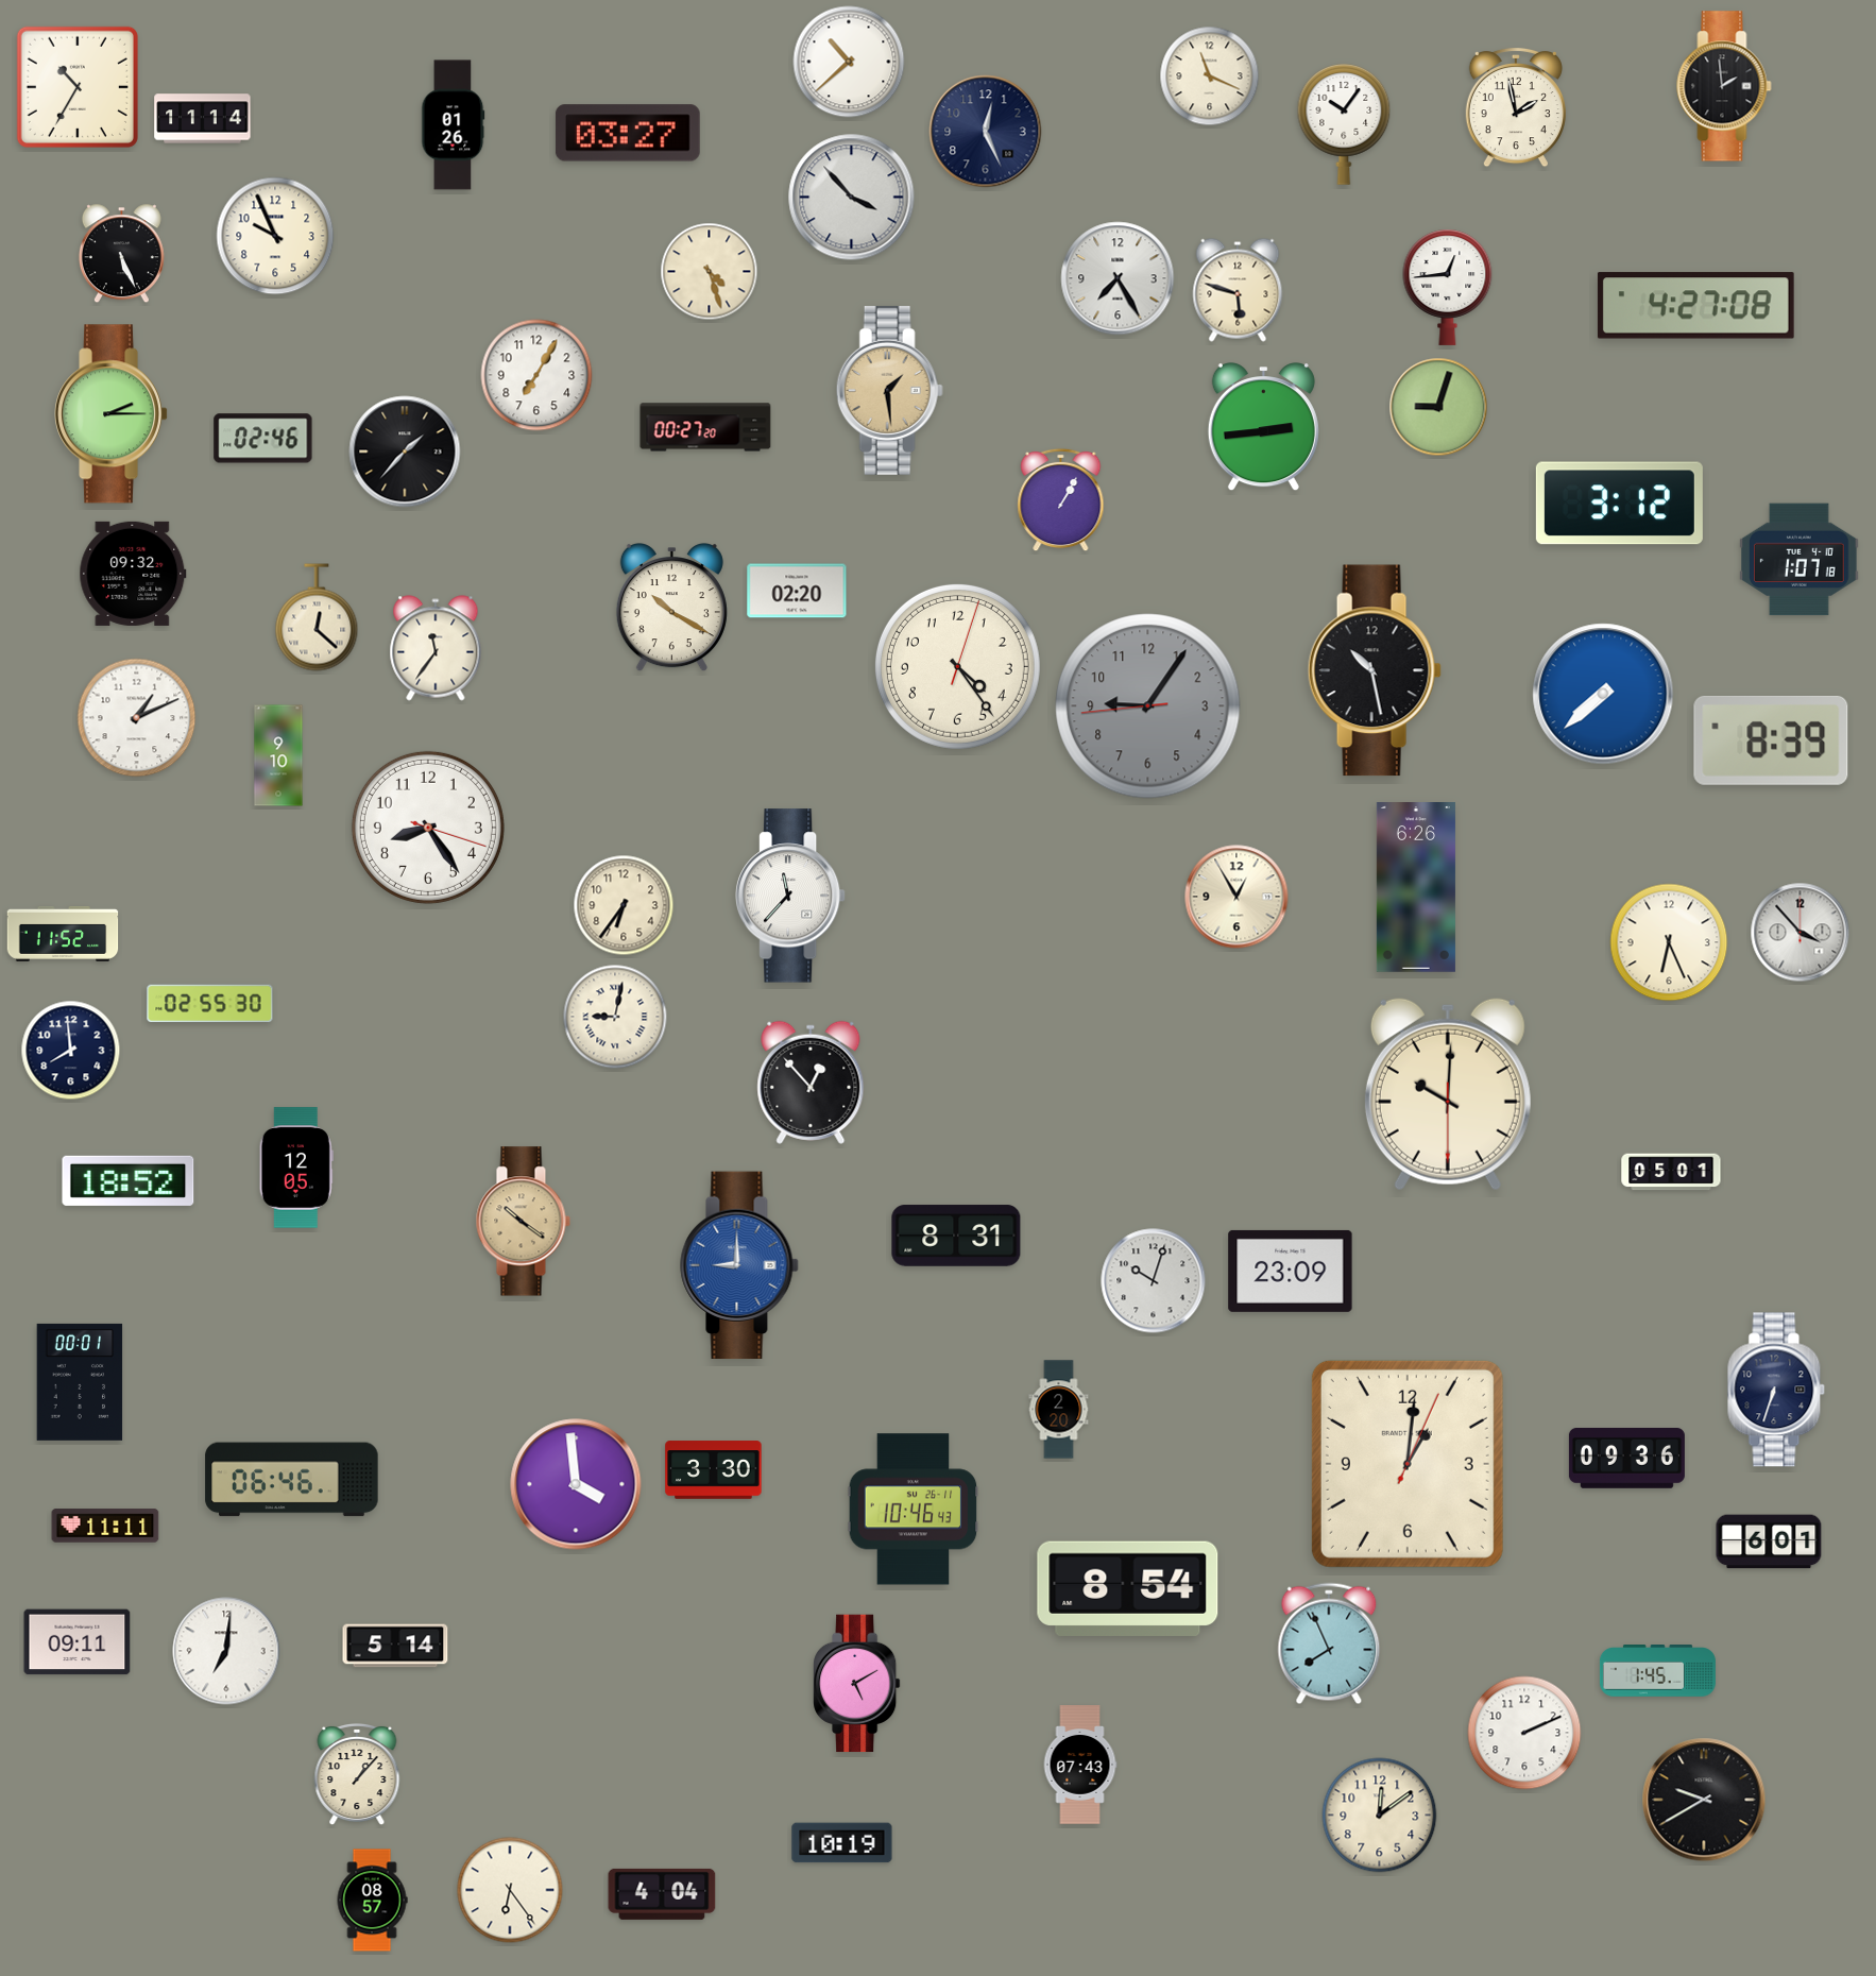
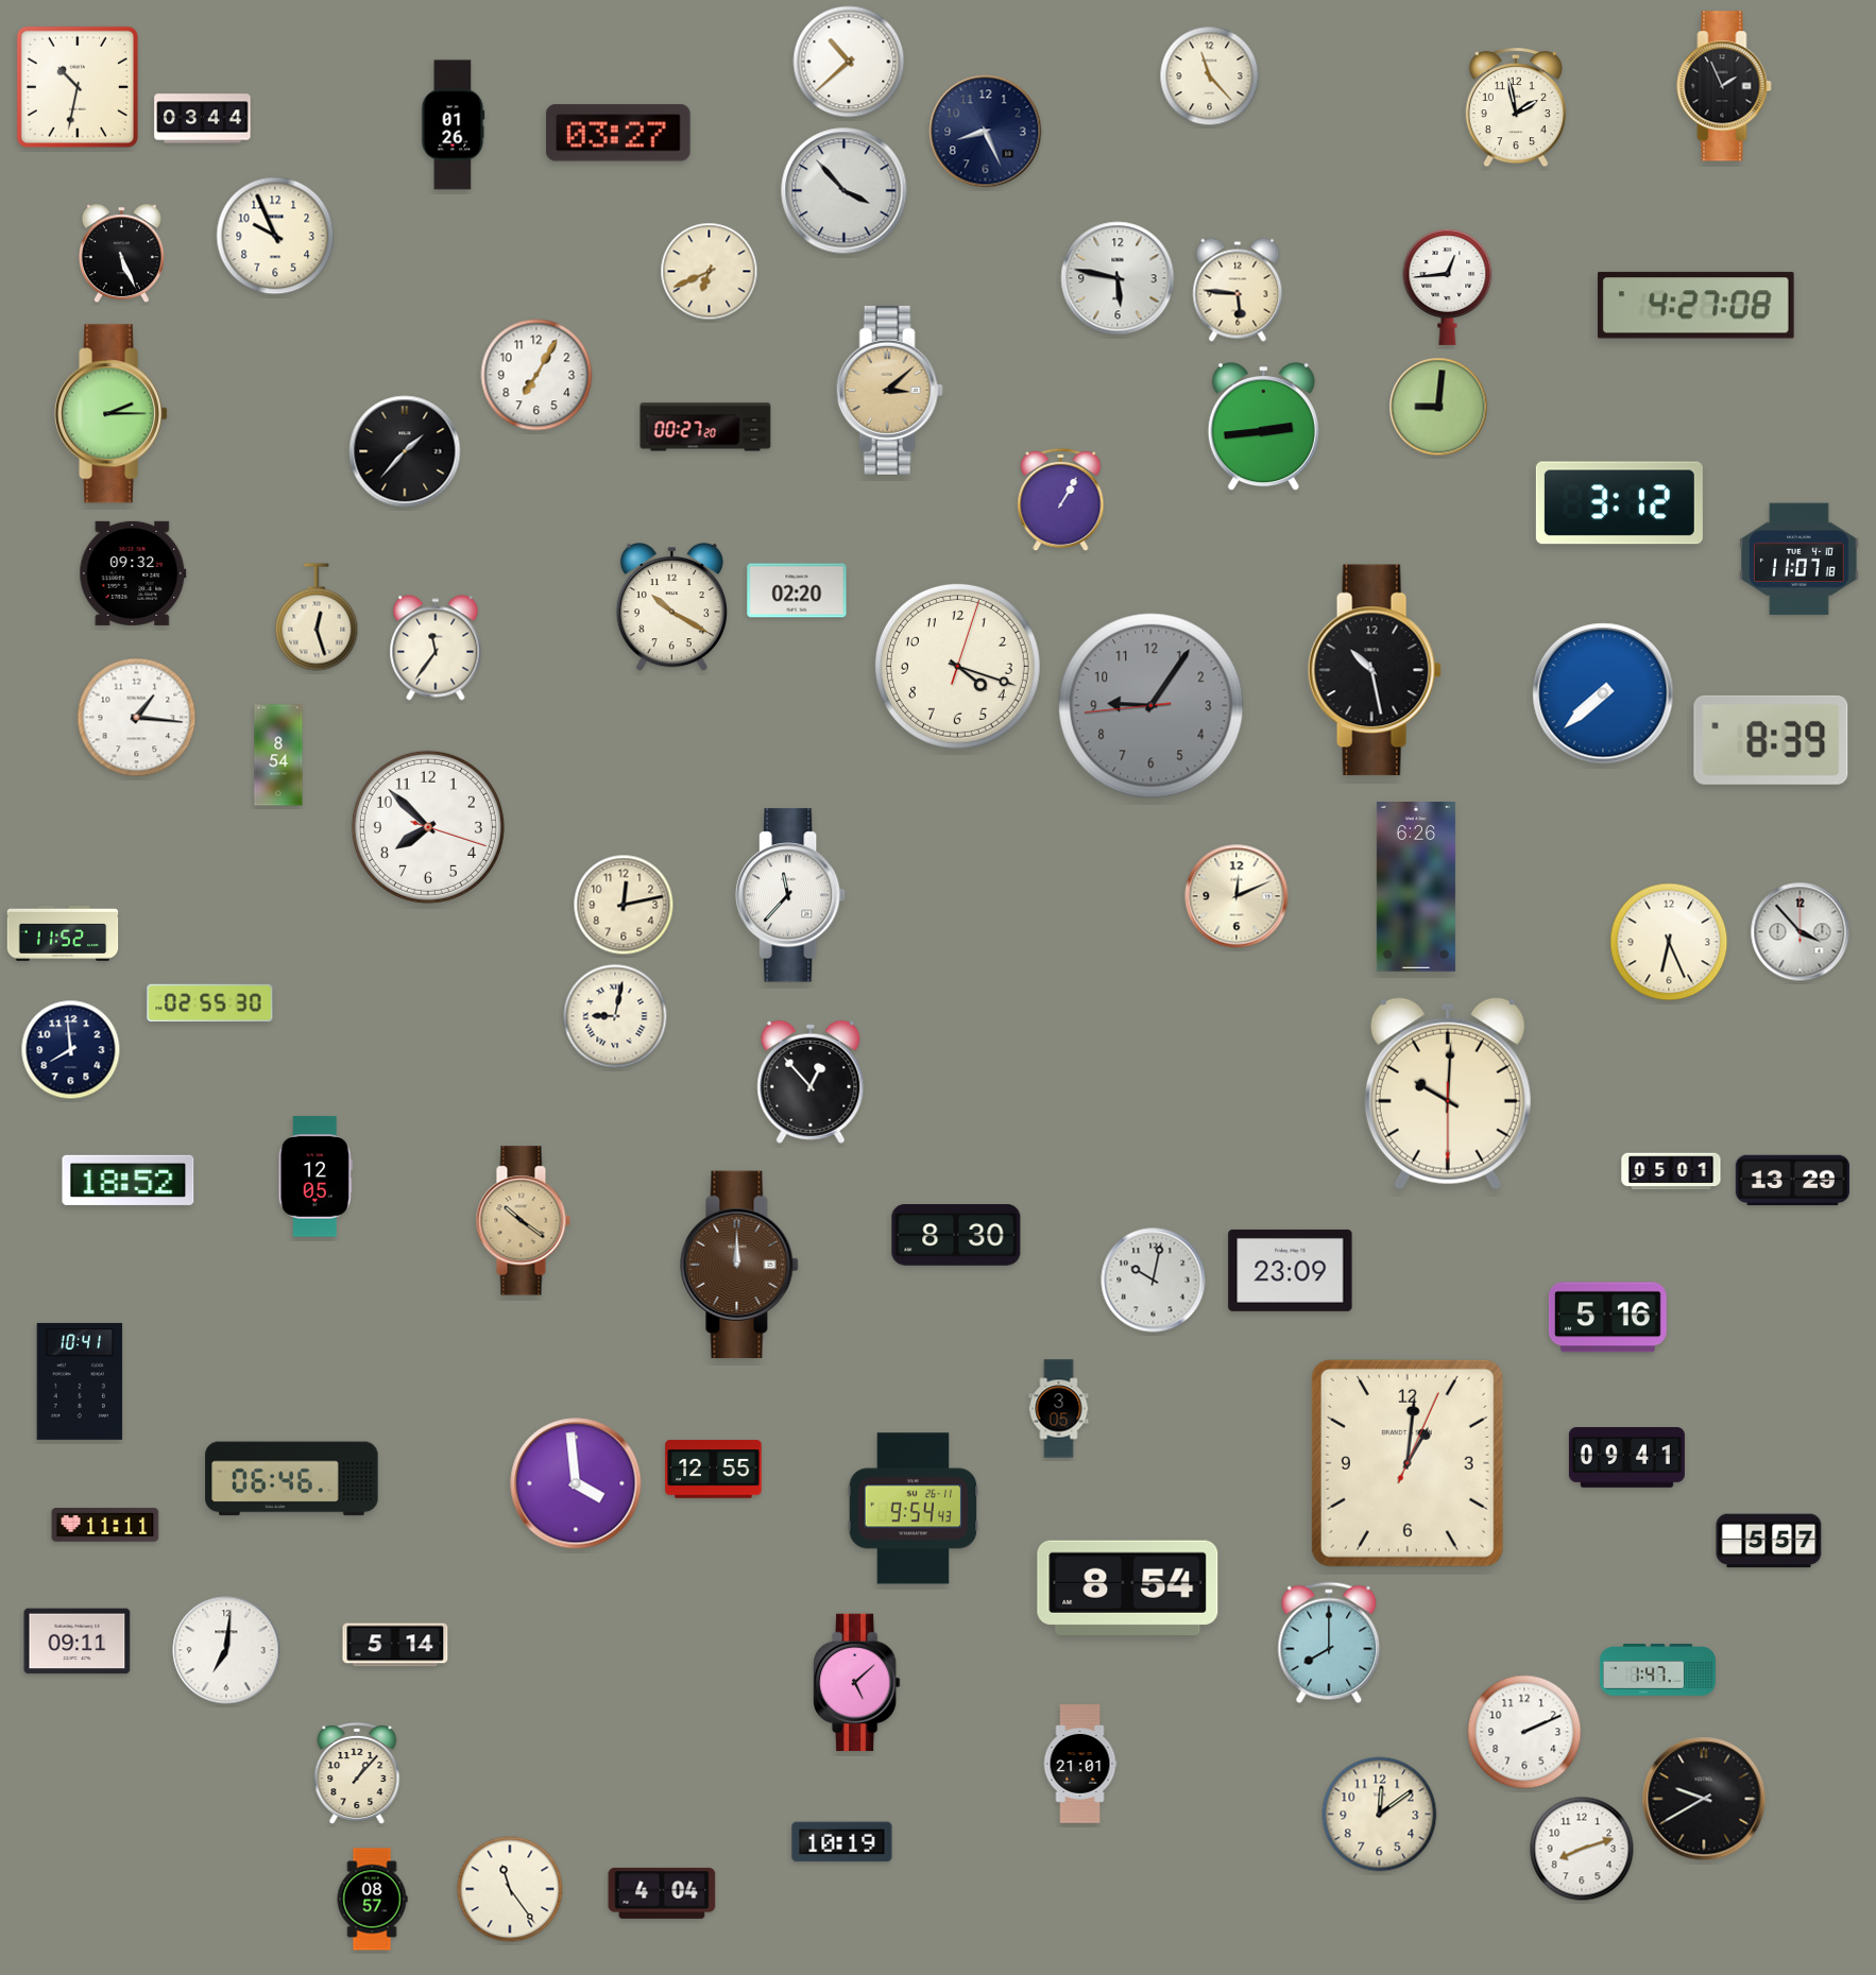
clock at (1210, 76): 11:19 -> 11:23
clock at (1724, 86): 1:59 -> 1:56
clock at (78, 87): 10:35 -> 10:32
clock at (203, 119): 11:14 -> 03:44
clock at (1344, 125): 10:06 -> none
clock at (986, 132): 12:26 -> 8:26
clock at (628, 133) position: (628, 133) -> (618, 133)
clock at (852, 198) position: (852, 198) -> (845, 191)
clock at (710, 272): 4:27 -> 6:41
clock at (1118, 278): 7:25 -> 5:47
clock at (1238, 290): 5:48 -> 5:46
clock at (889, 390): 1:29 -> 3:08
clock at (1438, 407): 9:03 -> 9:01
clock at (263, 439): 02:46 -> none
clock at (1800, 560): 1:07 -> 11:07
clock at (317, 617): 12:22 -> 12:27
clock at (957, 666): 4:24 -> 4:18
clock at (1148, 706) position: (1148, 706) -> (1152, 706)
clock at (137, 718): 1:11 -> 1:16
clock at (278, 755): 9:10 -> 8:54
clock at (428, 828): 8:24 -> 7:52
clock at (1237, 897): 12:55 -> 12:11
clock at (624, 905): 6:36 -> 12:13
clock at (296, 1168) position: (296, 1168) -> (315, 1177)
clock at (1792, 1181): none -> 13:29
clock at (956, 1236): 8:31 -> 8:30
clock at (739, 1265): 9:00 -> 12:00
clock at (739, 1265) dial: blue -> brown
clock at (1154, 1281): 10:03 -> 10:02
clock at (1607, 1318): none -> 5:16
clock at (80, 1382): 00:01 -> 10:41
clock at (1776, 1390): 6:33 -> none
clock at (1059, 1410): 2:20 -> 3:05
clock at (1626, 1459): 09:36 -> 09:41
clock at (714, 1470): 3:30 -> 12:55
clock at (914, 1510): 10:46 -> 9:54
clock at (1769, 1541): 6:01 -> 5:57
clock at (1329, 1643): 7:56 -> 8:00
clock at (1657, 1671): 1:45 -> 1:47
clock at (857, 1684): 5:10 -> 5:08
clock at (1080, 1765): 07:43 -> 21:01
clock at (1582, 1849): none -> 8:12
clock at (510, 1890): 6:24 -> 11:24
